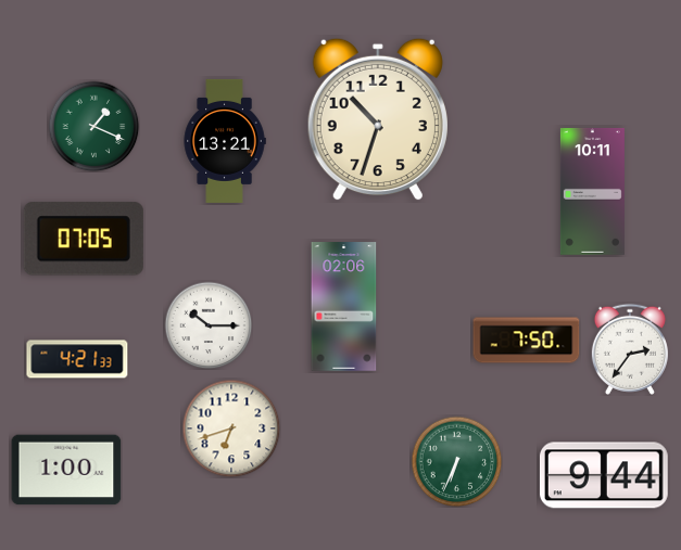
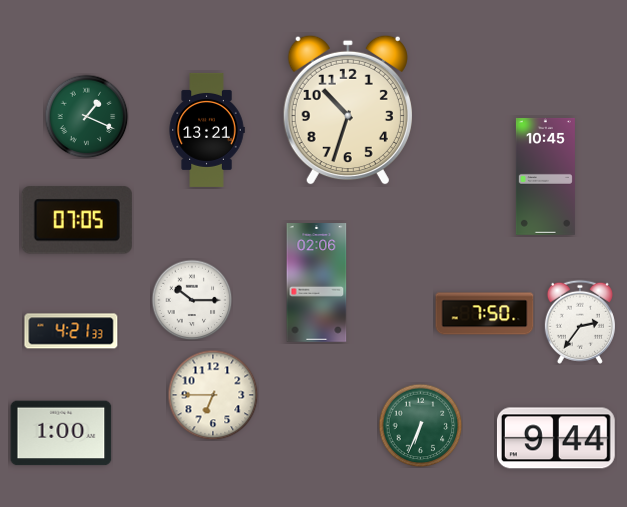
clock at (592, 192): 10:11 -> 10:45
clock at (231, 429): 6:42 -> 6:45
